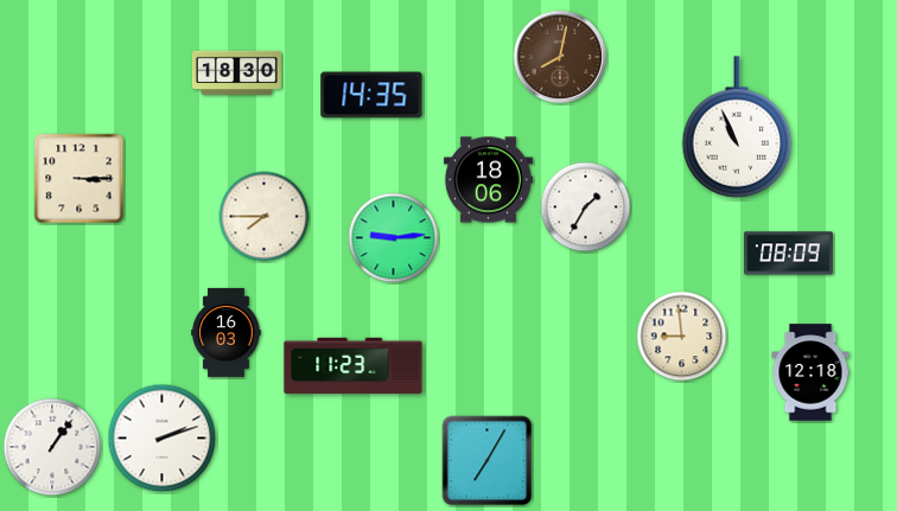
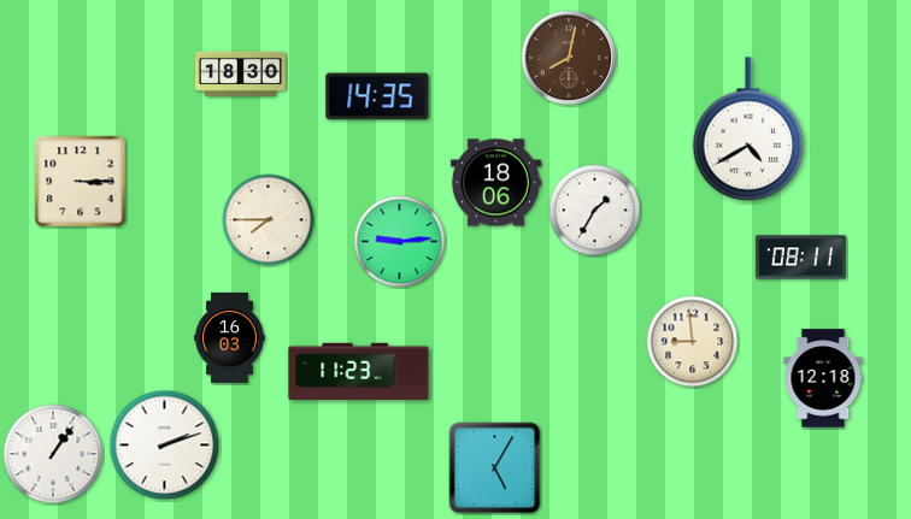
clock at (737, 127): 10:56 -> 4:40
clock at (788, 254): 08:09 -> 08:11
clock at (488, 461): 7:05 -> 5:05
